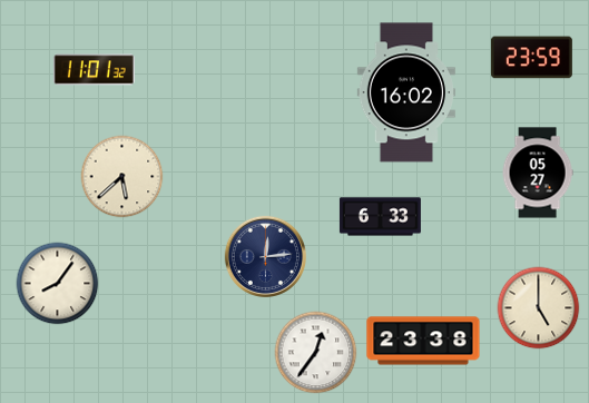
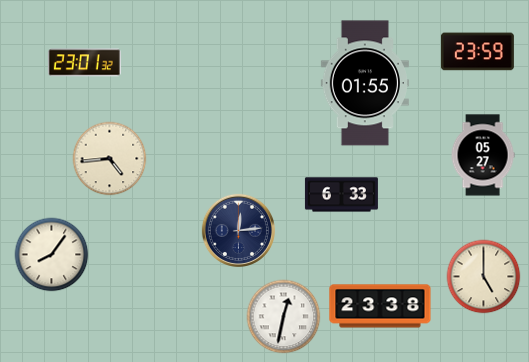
clock at (94, 70): 11:01 -> 23:01
clock at (406, 92): 16:02 -> 01:55
clock at (122, 177): 5:38 -> 4:44
clock at (316, 353): 12:36 -> 12:32
